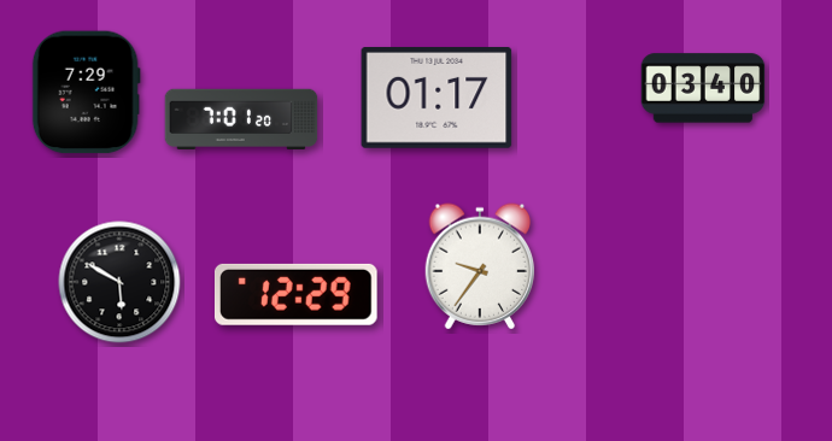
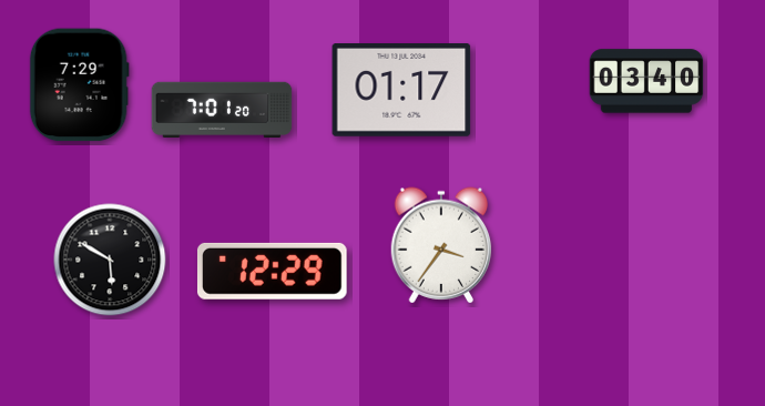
clock at (480, 266): 9:36 -> 3:36
